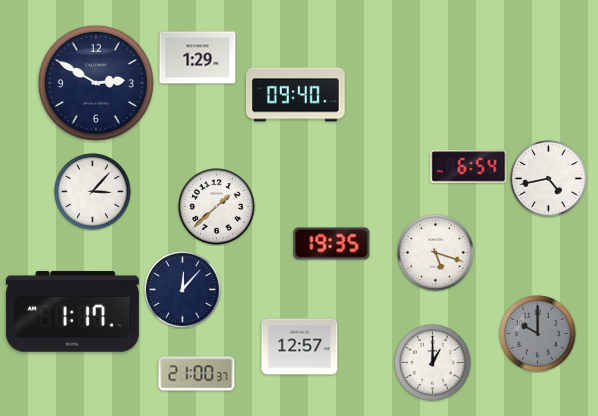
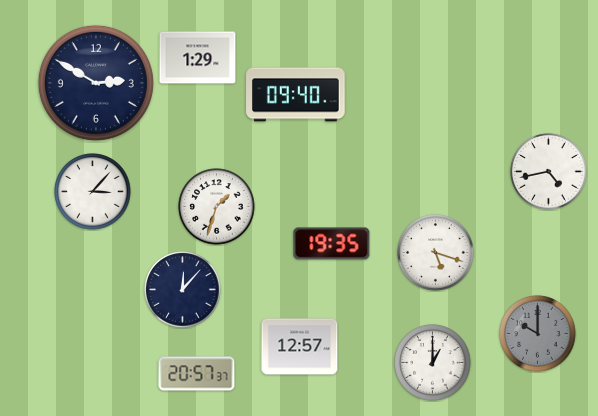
clock at (469, 167): 6:54 -> none
clock at (549, 179) position: (549, 179) -> (549, 172)
clock at (217, 207): 1:38 -> 1:33
clock at (72, 312): 1:17 -> none
clock at (197, 374): 21:00 -> 20:57
